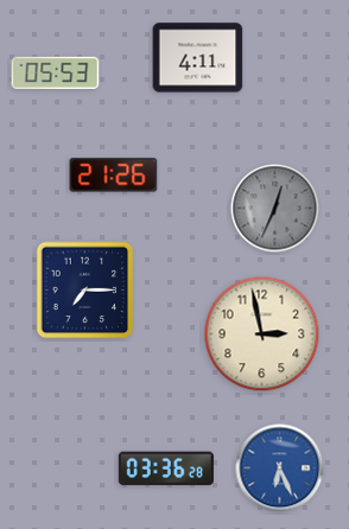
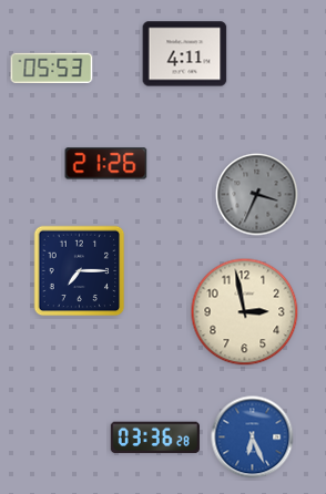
clock at (275, 209): 12:34 -> 3:34
clock at (280, 469) position: (280, 469) -> (253, 438)
